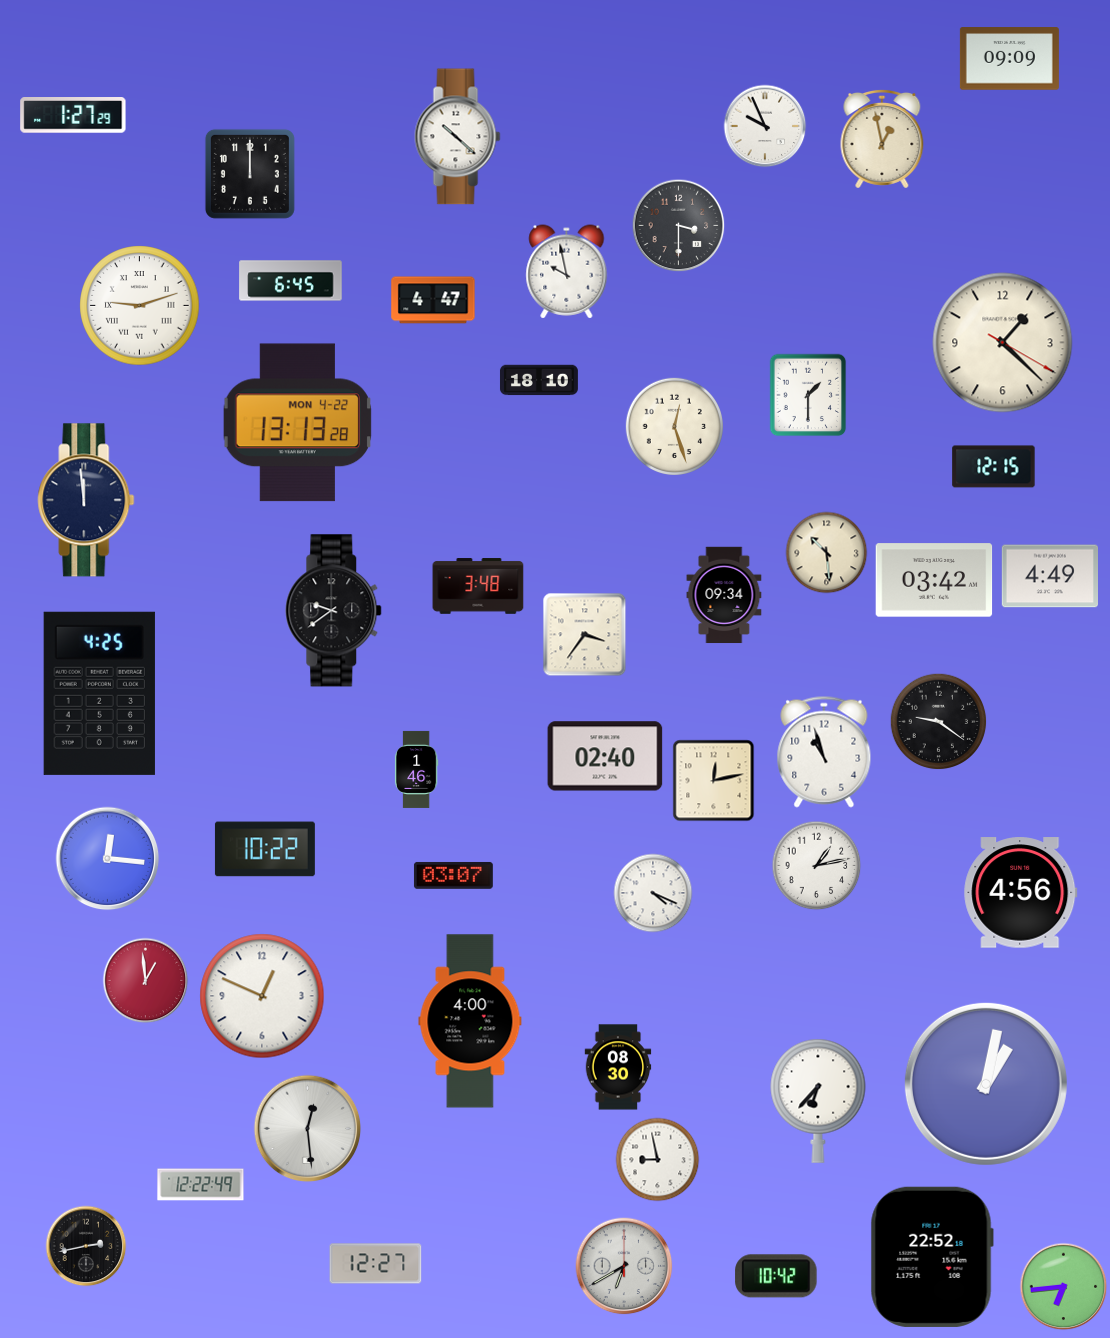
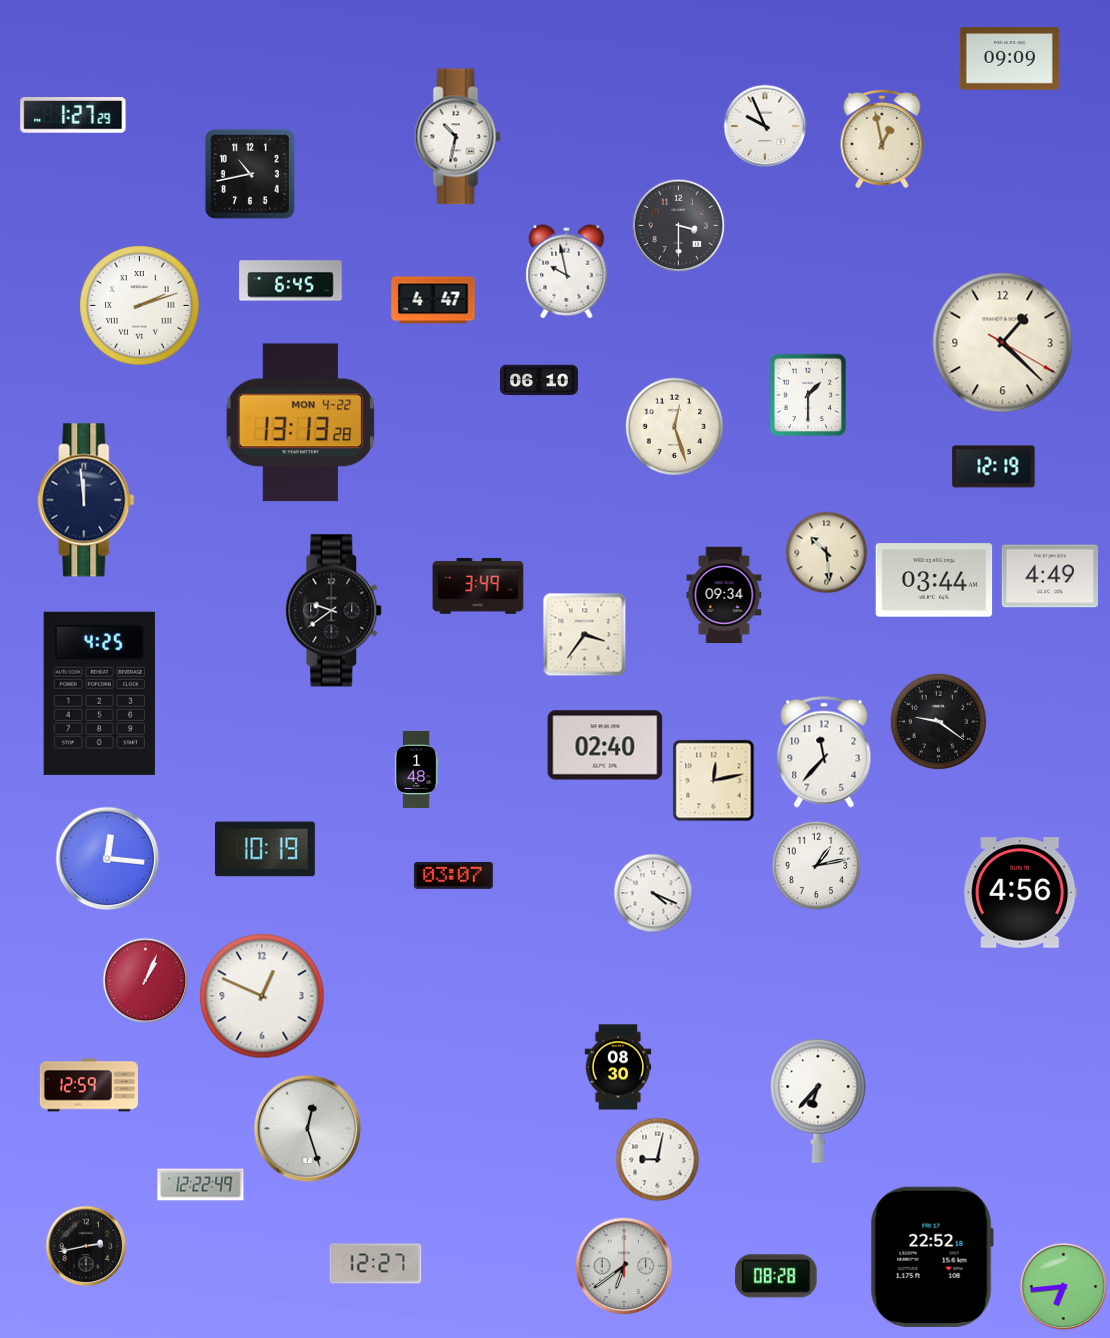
clock at (458, 137): 10:22 -> 10:32
clock at (250, 174): 12:00 -> 10:43
clock at (140, 306): 9:12 -> 2:12
clock at (539, 380): 18:10 -> 06:10
clock at (297, 423) position: (297, 423) -> (300, 423)
clock at (994, 467): 12:15 -> 12:19
clock at (934, 580): 03:42 -> 03:44
clock at (478, 586): 3:48 -> 3:49
clock at (824, 752): 10:57 -> 11:37
clock at (605, 756) position: (605, 756) -> (605, 745)
clock at (416, 769): 1:46 -> 1:48
clock at (265, 849): 10:22 -> 10:19
clock at (146, 981): 12:59 -> 1:04
clock at (470, 1021): 4:00 -> none
clock at (986, 1084): 1:02 -> none
clock at (89, 1085): none -> 12:59
clock at (308, 1129): 12:29 -> 12:27
clock at (658, 1160): 8:58 -> 9:02
clock at (624, 1266): 6:40 -> 6:39
clock at (776, 1276): 10:42 -> 08:28
